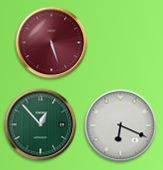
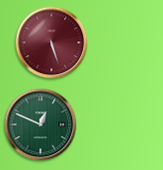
clock at (41, 125): 12:53 -> 12:49
clock at (121, 126): 6:19 -> none
